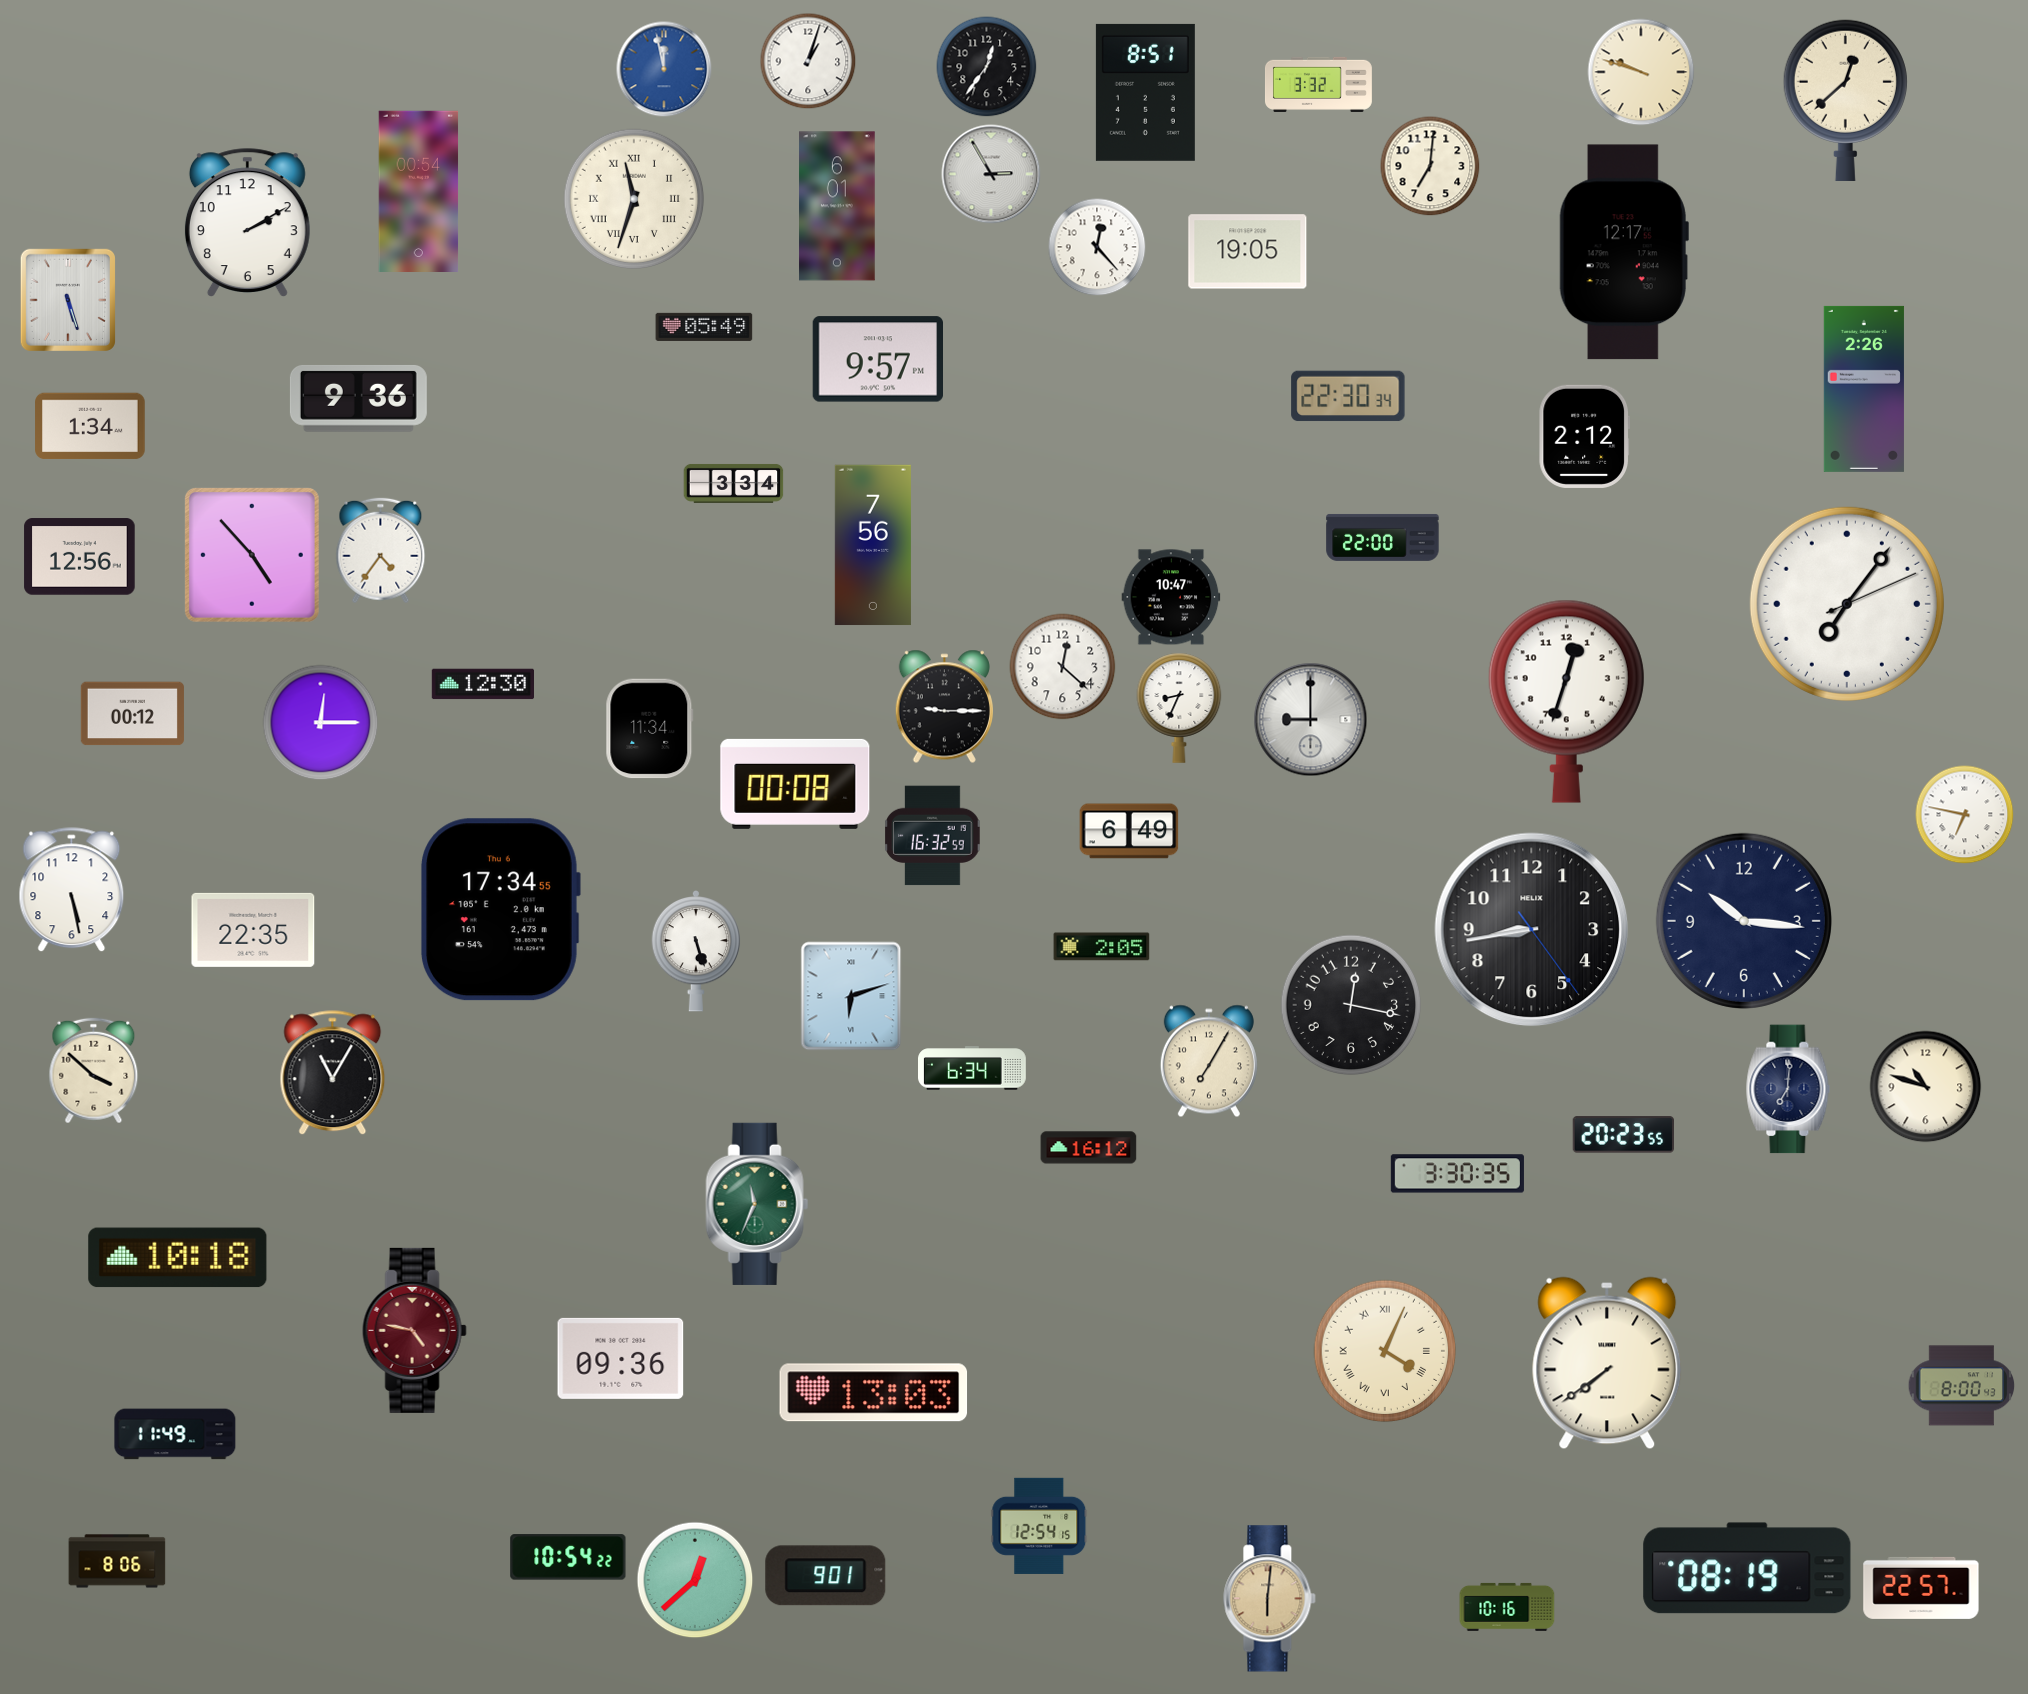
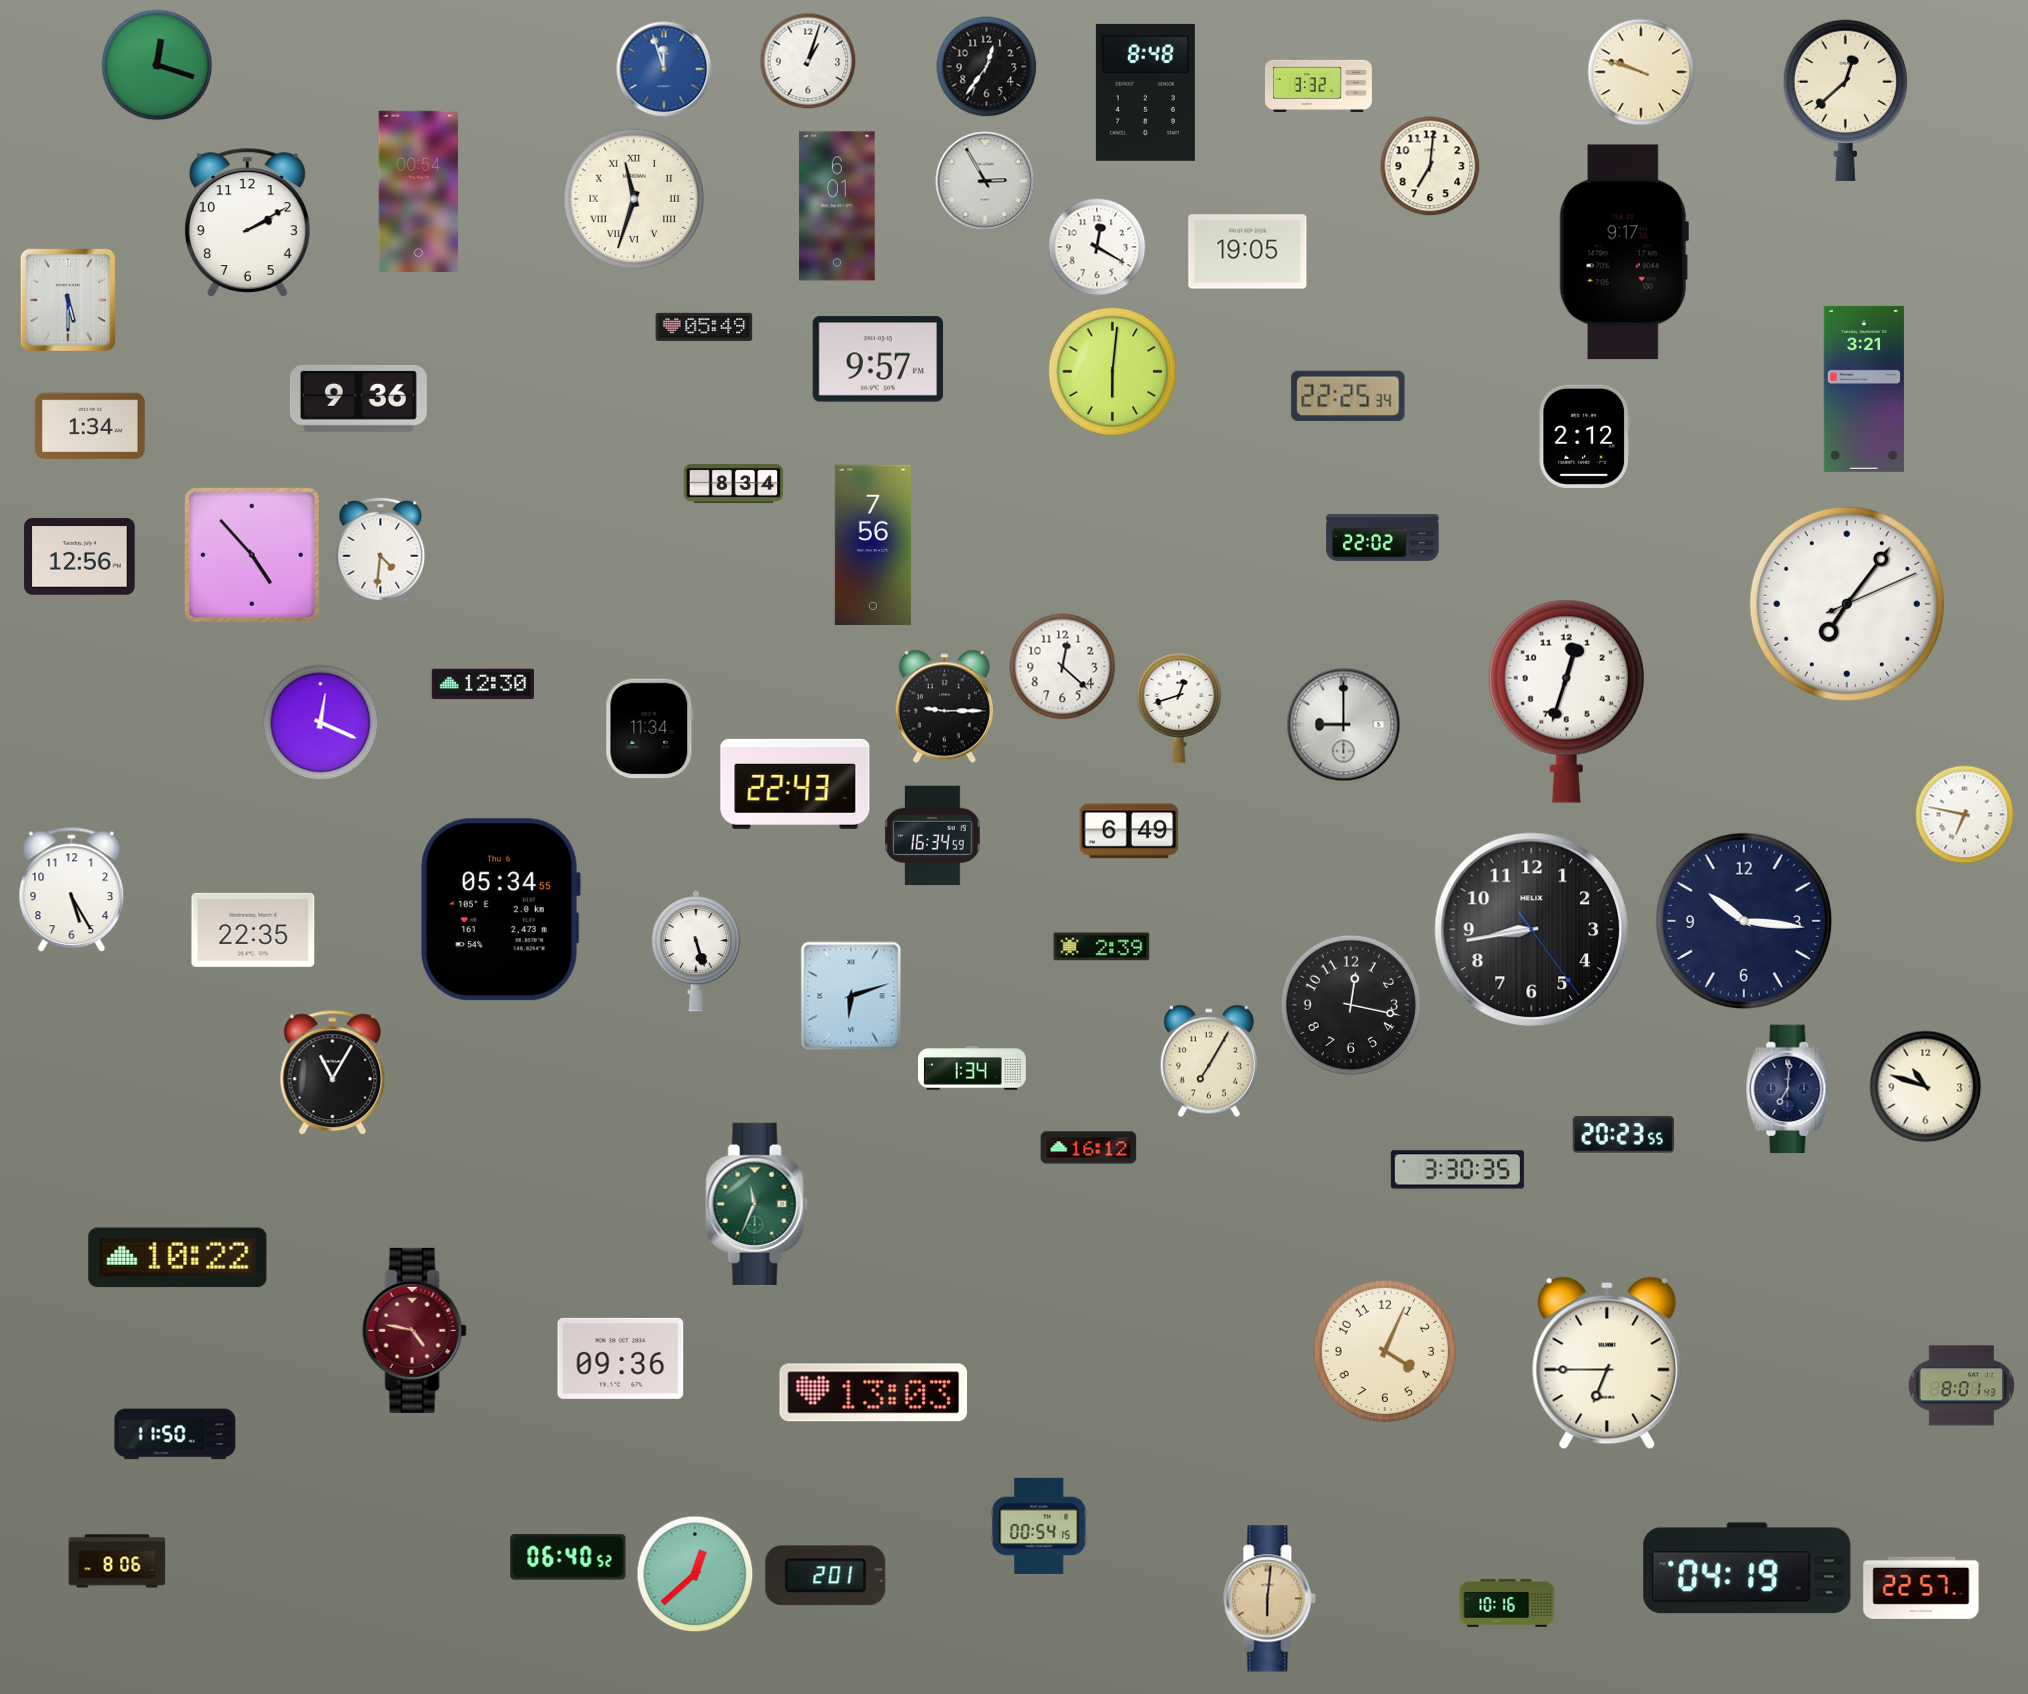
clock at (157, 65): none -> 12:18
clock at (664, 69): 11:58 -> 11:57
clock at (1145, 92): 8:51 -> 8:48
clock at (991, 174) position: (991, 174) -> (985, 181)
clock at (1097, 247): 12:23 -> 12:20
clock at (1624, 252): 12:17 -> 9:17
clock at (68, 300): 5:27 -> 5:30
clock at (1113, 372): none -> 6:01
clock at (1864, 389): 2:26 -> 3:21
clock at (1348, 396): 22:30 -> 22:25
clock at (734, 483): 3:34 -> 8:34
clock at (1383, 537): 22:00 -> 22:02
clock at (381, 551): 4:36 -> 4:31
clock at (1171, 597): 10:47 -> none
clock at (1179, 708): 8:34 -> 12:42
clock at (132, 714): 00:12 -> none
clock at (1311, 720) position: (1311, 720) -> (1344, 725)
clock at (321, 723): 12:15 -> 12:19
clock at (795, 784): 00:08 -> 22:43
clock at (933, 836): 16:32 -> 16:34
clock at (72, 890): 5:28 -> 5:25
clock at (500, 910): 17:34 -> 05:34
clock at (1102, 947): 2:05 -> 2:39
clock at (973, 1068): 6:34 -> 1:34
clock at (94, 1071): 3:52 -> none
clock at (1457, 1174) position: (1457, 1174) -> (1457, 1170)
clock at (178, 1258): 10:18 -> 10:22
clock at (1385, 1351) numerals: Roman -> Arabic
clock at (1607, 1363): 7:39 -> 6:45
clock at (1962, 1386): 8:00 -> 8:01
clock at (175, 1434): 11:49 -> 11:50
clock at (1039, 1526): 12:54 -> 00:54
clock at (568, 1557): 10:54 -> 06:40
clock at (1747, 1568): 08:19 -> 04:19
clock at (826, 1576): 9:01 -> 2:01
clock at (695, 1580) position: (695, 1580) -> (695, 1574)
clock at (1507, 1607) position: (1507, 1607) -> (1507, 1603)
